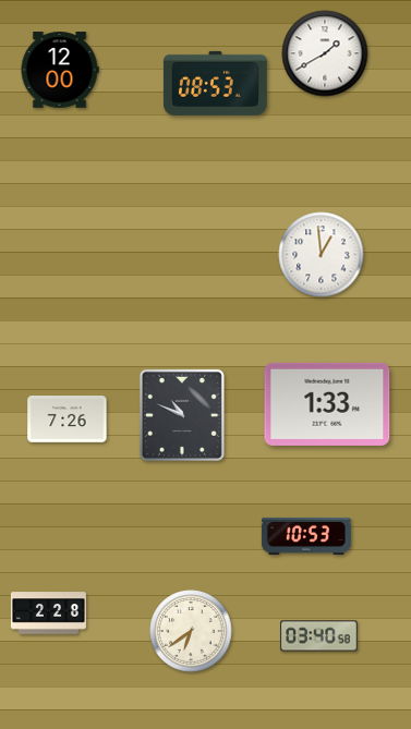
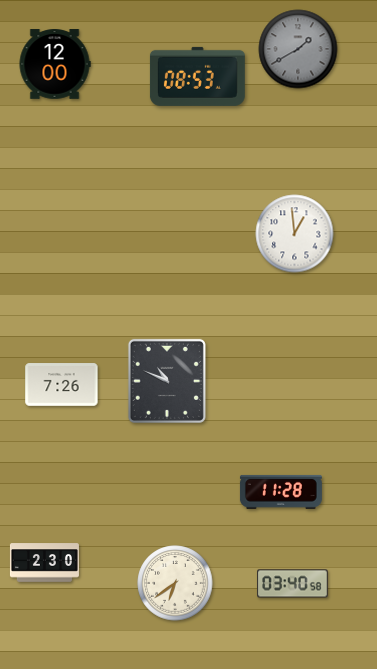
clock at (325, 53) dial: white -> grey
clock at (327, 404): 1:33 -> none
clock at (306, 536): 10:53 -> 11:28
clock at (48, 613): 2:28 -> 2:30
clock at (191, 631) position: (191, 631) -> (175, 583)
